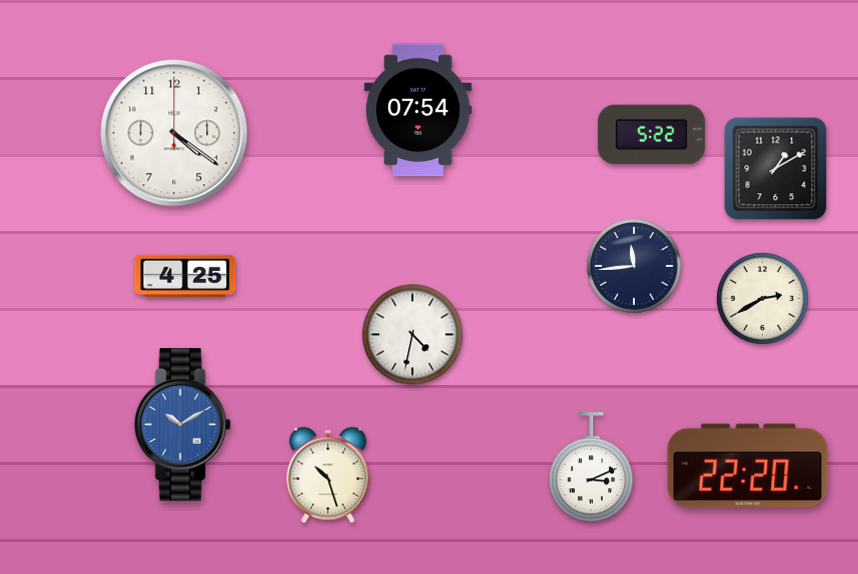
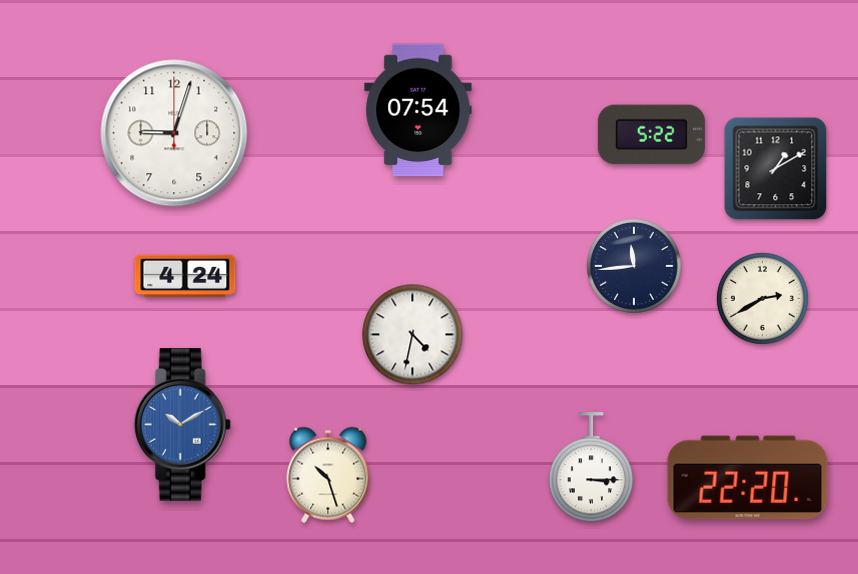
clock at (174, 133): 4:21 -> 9:03
clock at (185, 276): 4:25 -> 4:24
clock at (748, 466) position: (748, 466) -> (748, 478)
clock at (591, 468): 3:11 -> 3:15
